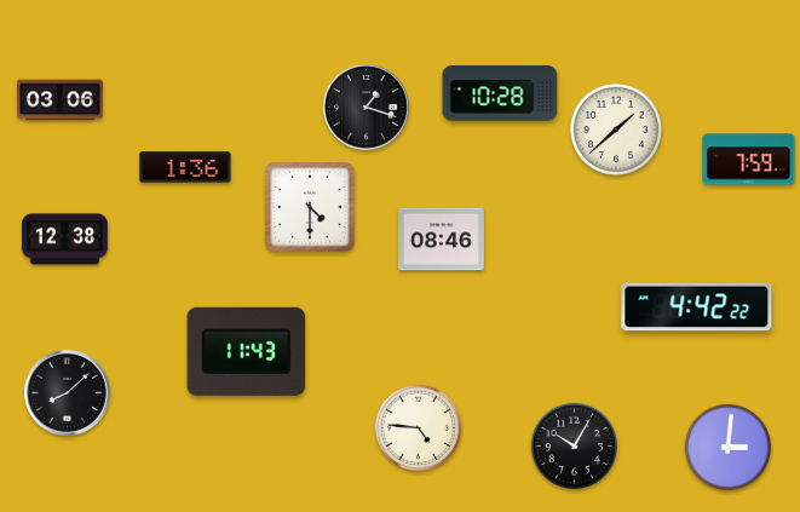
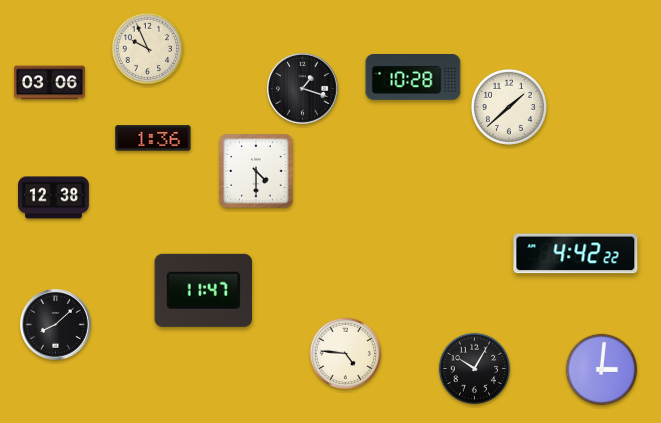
clock at (148, 49): none -> 9:56
clock at (749, 160): 7:59 -> none
clock at (442, 240): 08:46 -> none
clock at (247, 351): 11:43 -> 11:47
